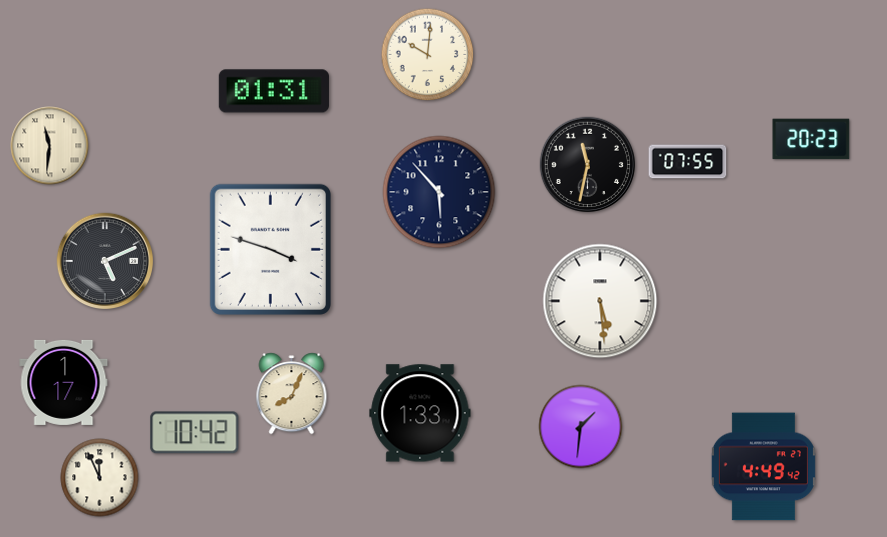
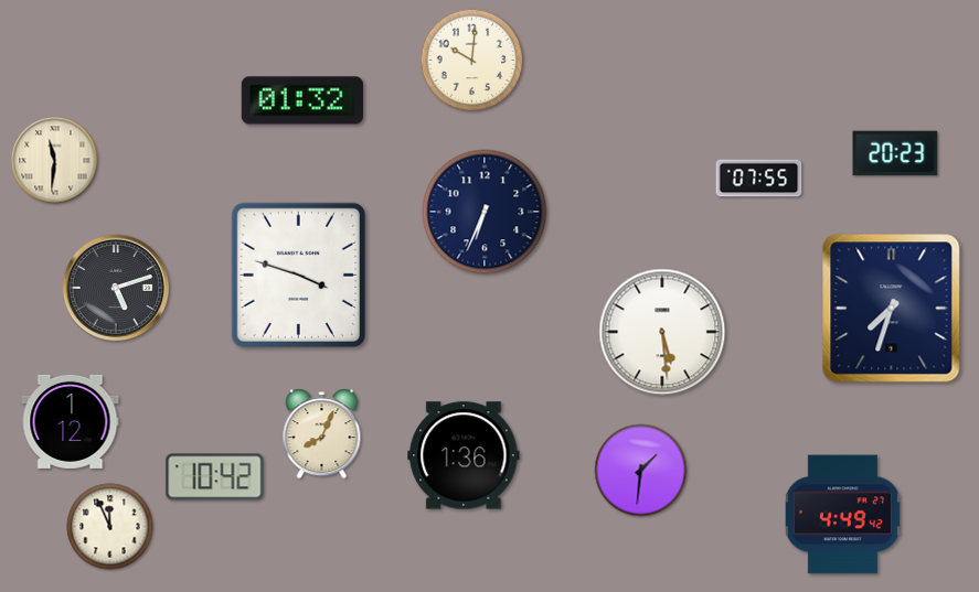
clock at (274, 91): 01:31 -> 01:32
clock at (588, 165): 11:32 -> none
clock at (439, 192): 5:53 -> 6:34
clock at (104, 260): 5:11 -> 5:12
clock at (892, 309): none -> 7:33
clock at (64, 382): 1:17 -> 1:12
clock at (420, 413): 1:33 -> 1:36
